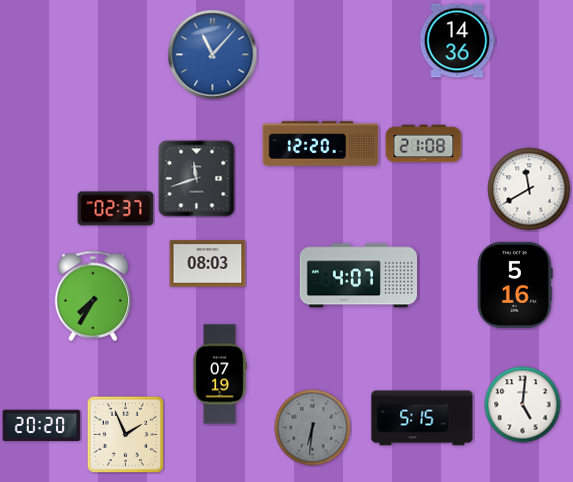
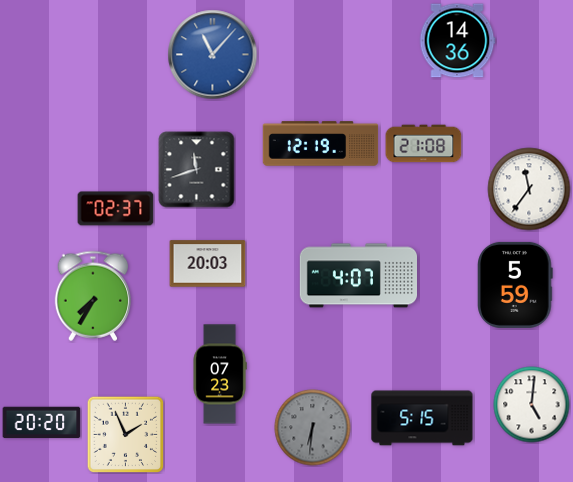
clock at (321, 144): 12:20 -> 12:19
clock at (197, 179) position: (197, 179) -> (197, 170)
clock at (529, 189): 11:40 -> 11:36
clock at (208, 264): 08:03 -> 20:03
clock at (515, 285): 5:16 -> 5:59
clock at (220, 374): 07:19 -> 07:23
clock at (523, 405) position: (523, 405) -> (532, 405)
clock at (42, 426) position: (42, 426) -> (42, 423)
